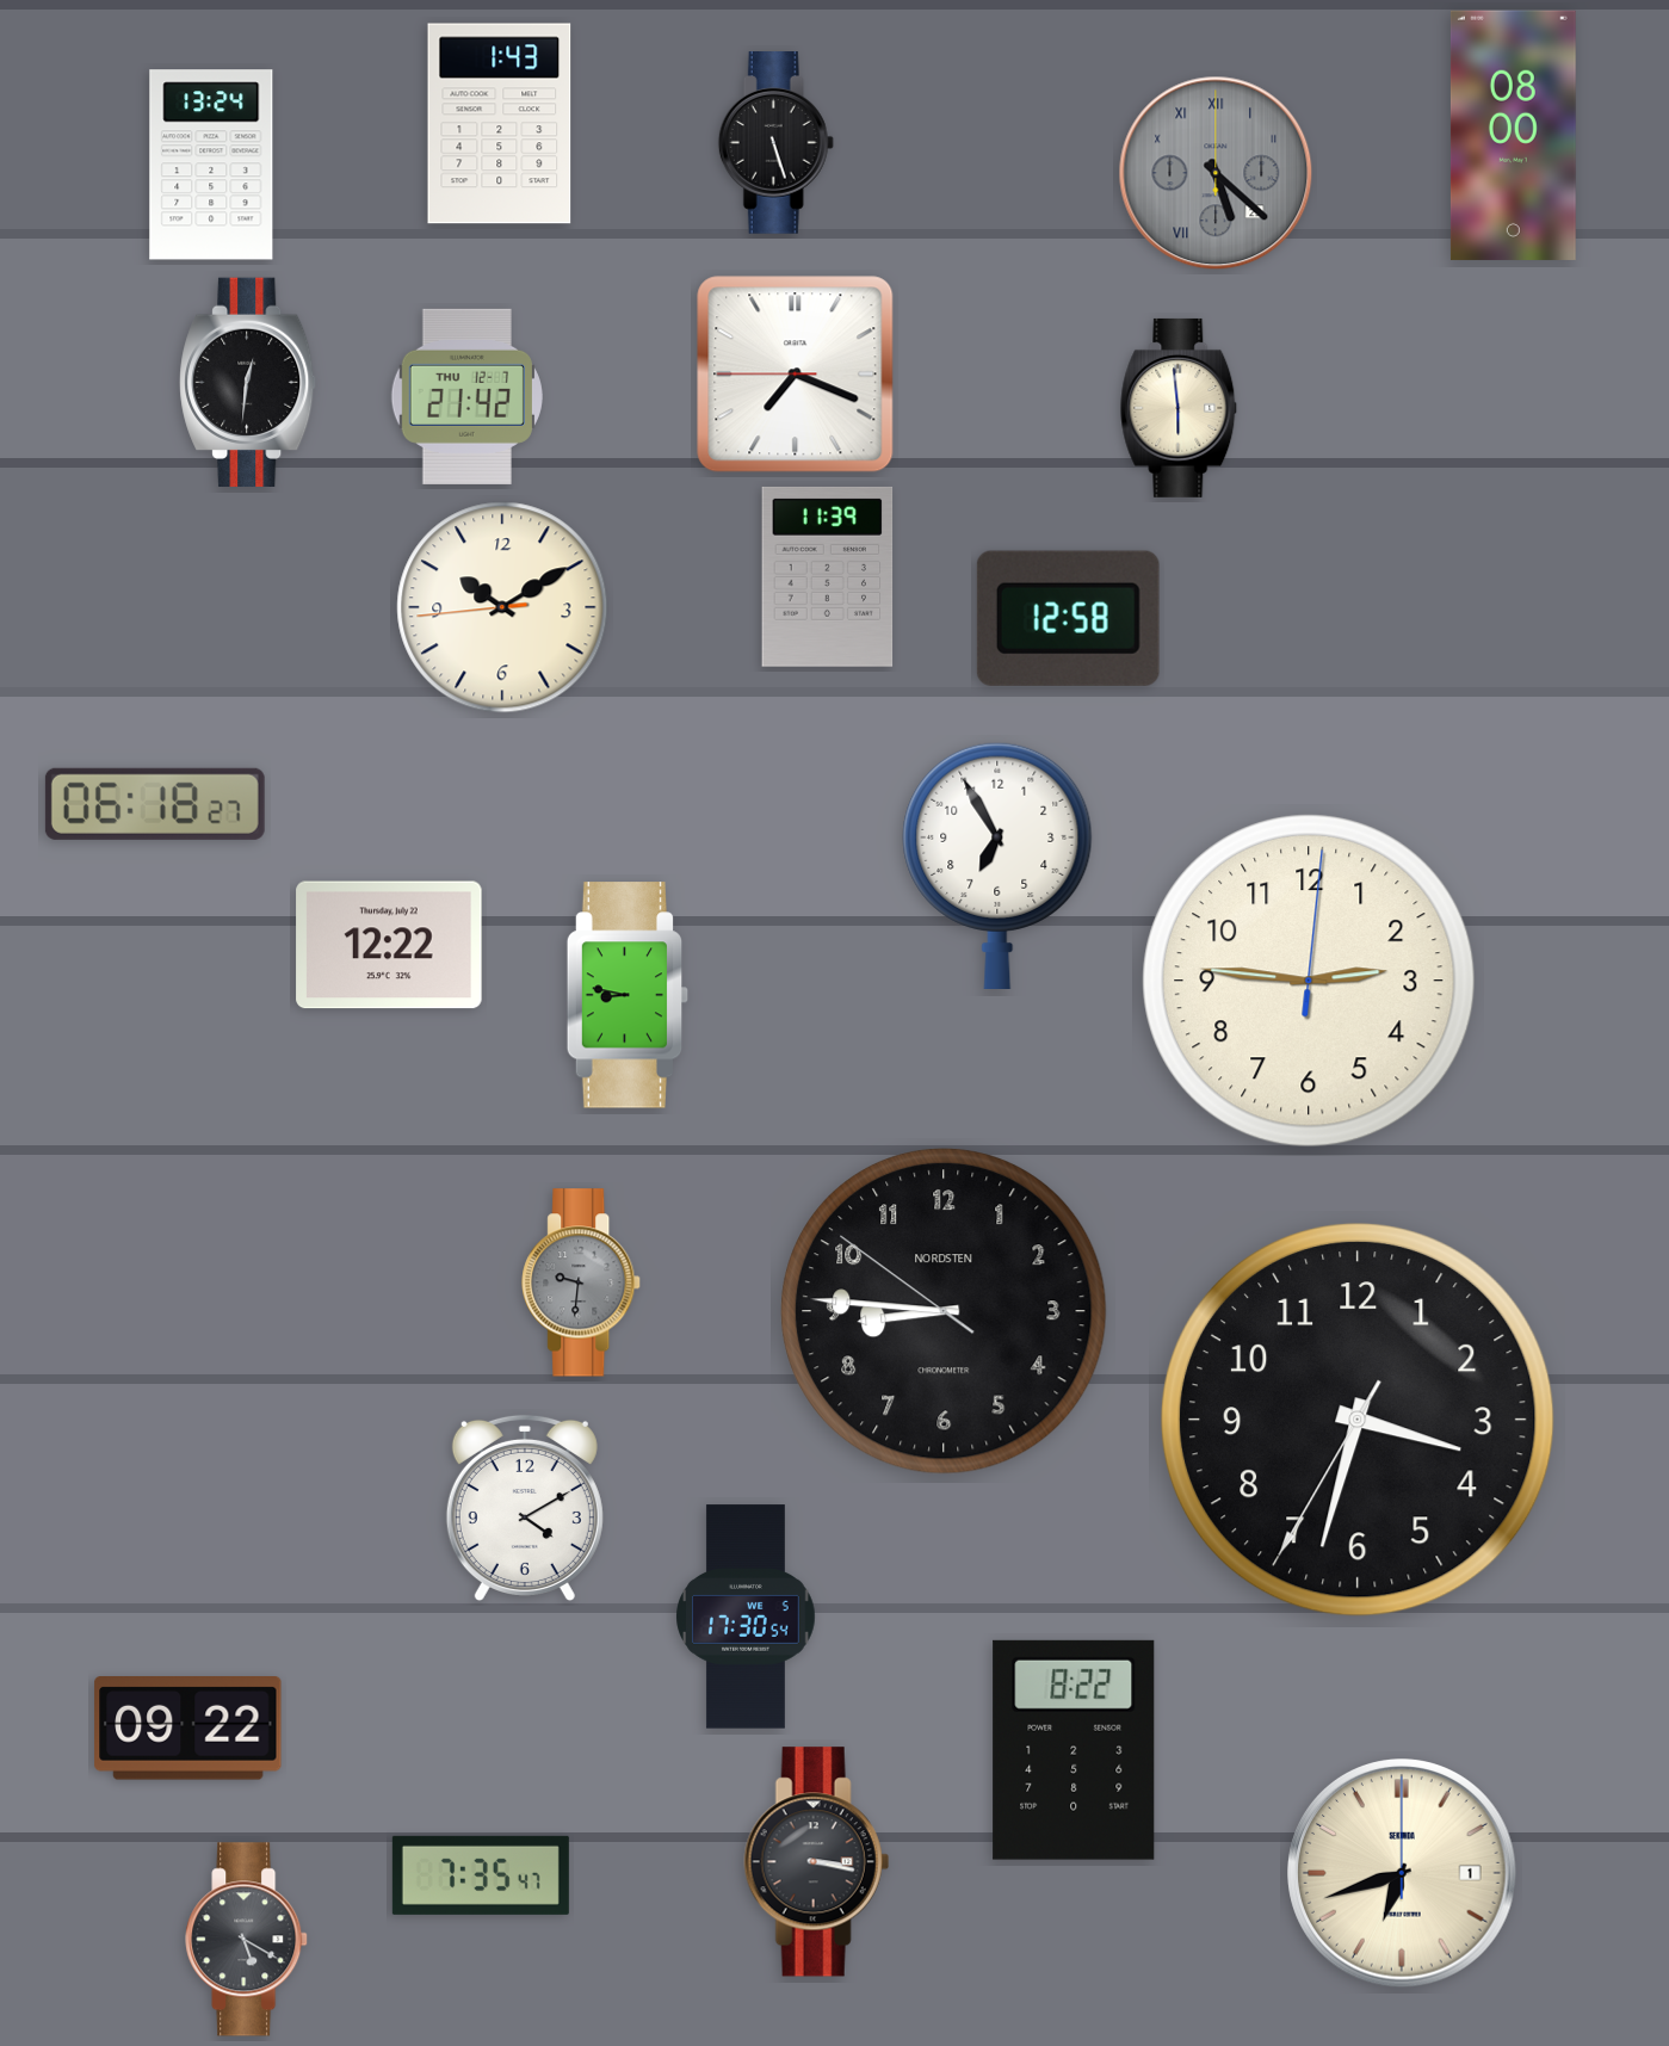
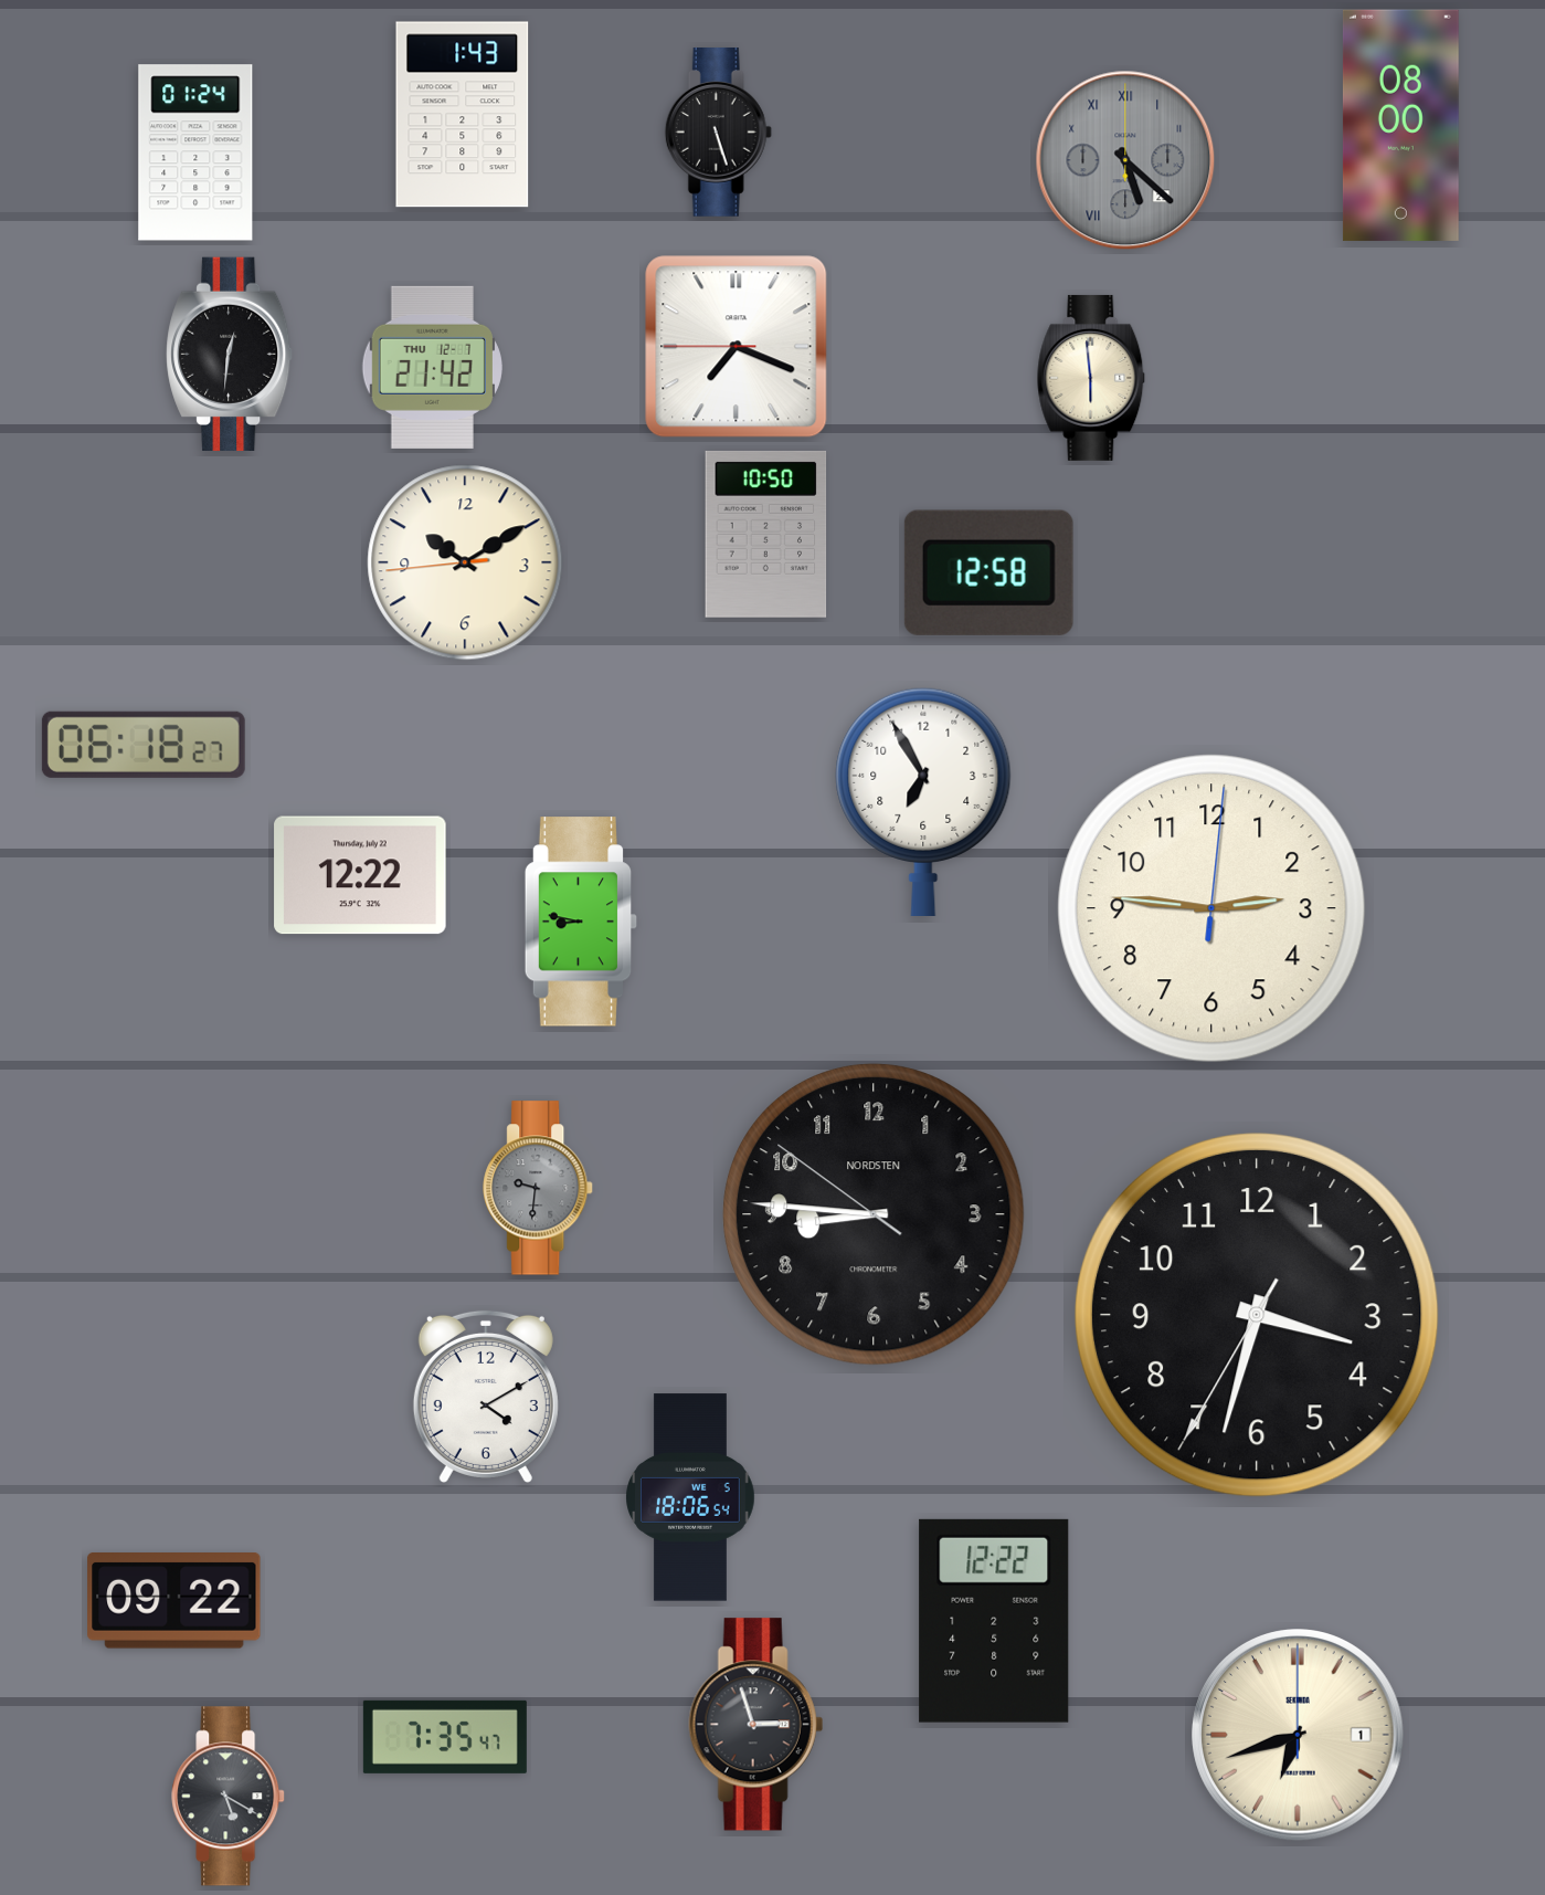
clock at (211, 165): 13:24 -> 01:24
clock at (828, 576): 11:39 -> 10:50
clock at (746, 1617): 17:30 -> 18:06
clock at (1074, 1750): 8:22 -> 12:22
clock at (816, 1862): 3:17 -> 2:57
